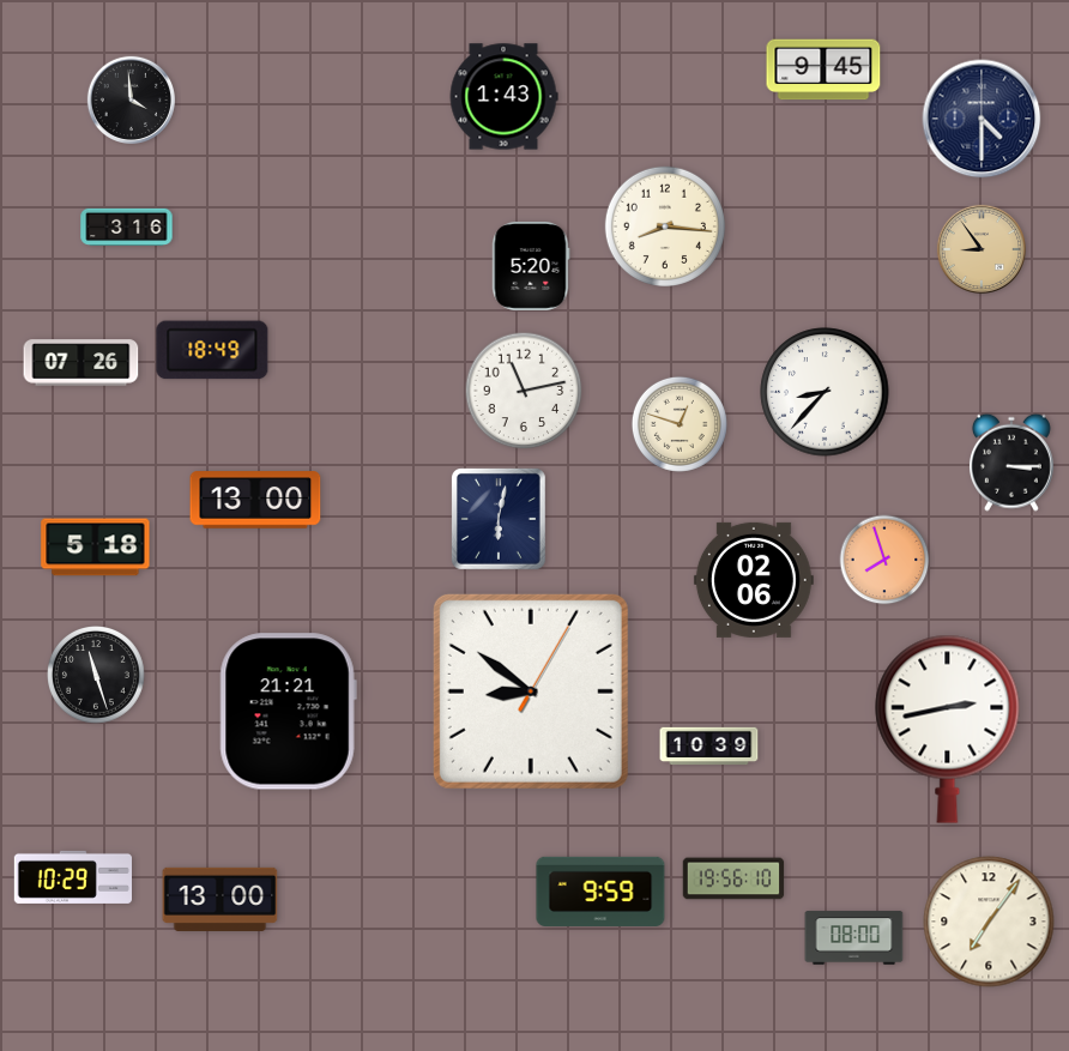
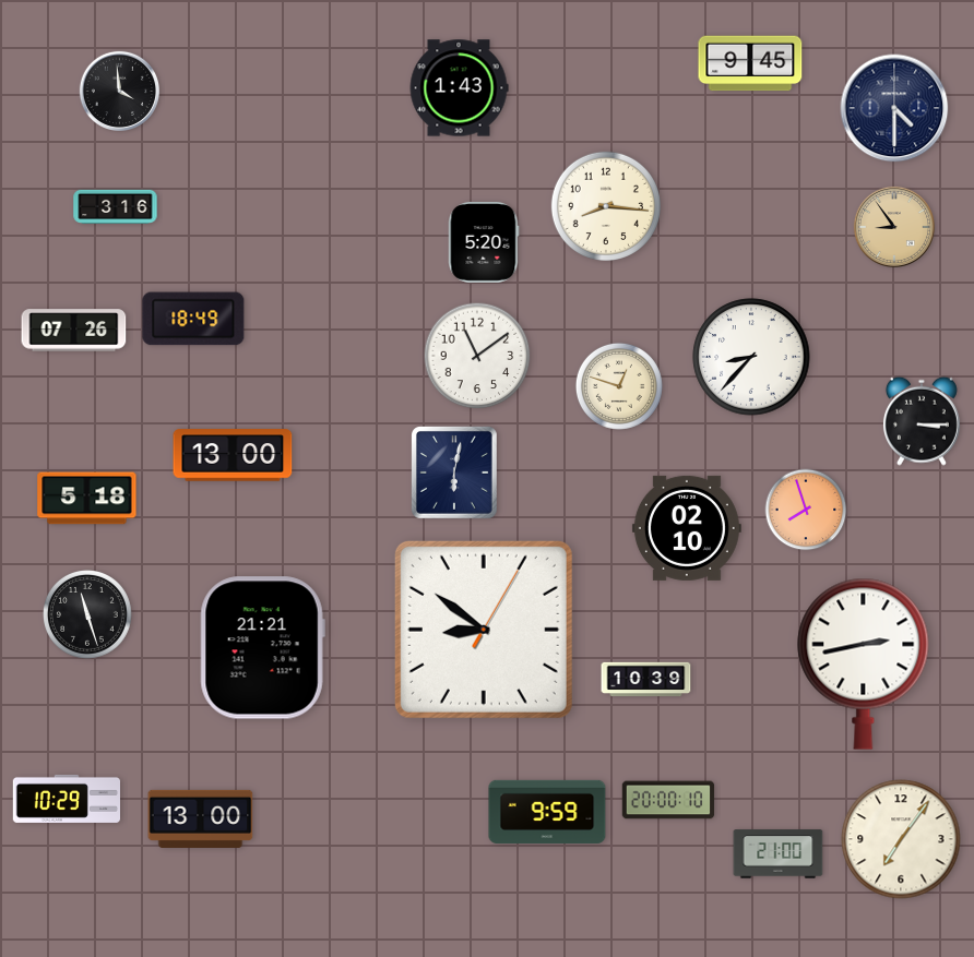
clock at (524, 391): 11:13 -> 11:09
clock at (754, 580): 02:06 -> 02:10
clock at (733, 878): 19:56 -> 20:00
clock at (854, 938): 08:00 -> 21:00
